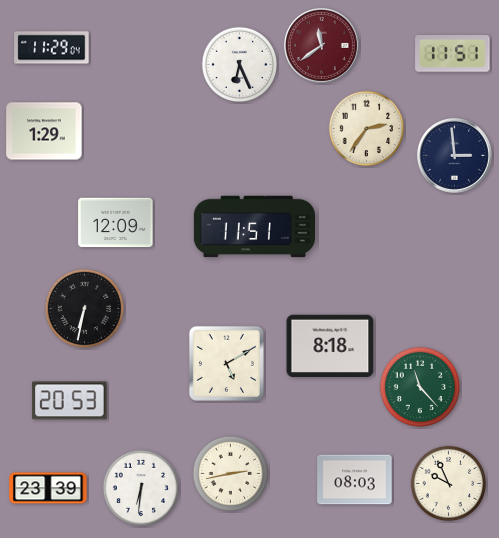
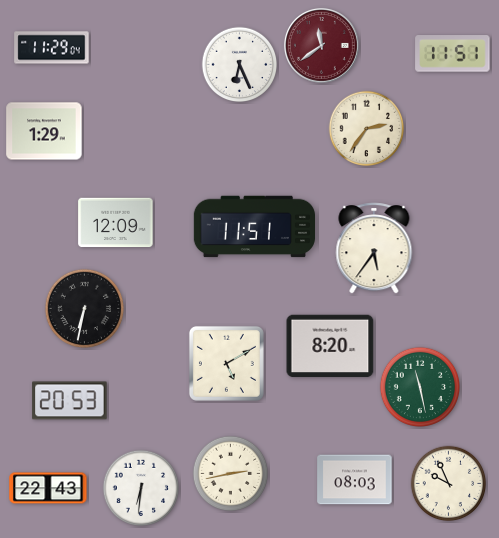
clock at (454, 155): 2:59 -> none
clock at (374, 248): none -> 5:36
clock at (330, 346): 8:18 -> 8:20
clock at (419, 386): 11:23 -> 11:28
clock at (48, 488): 23:39 -> 22:43
